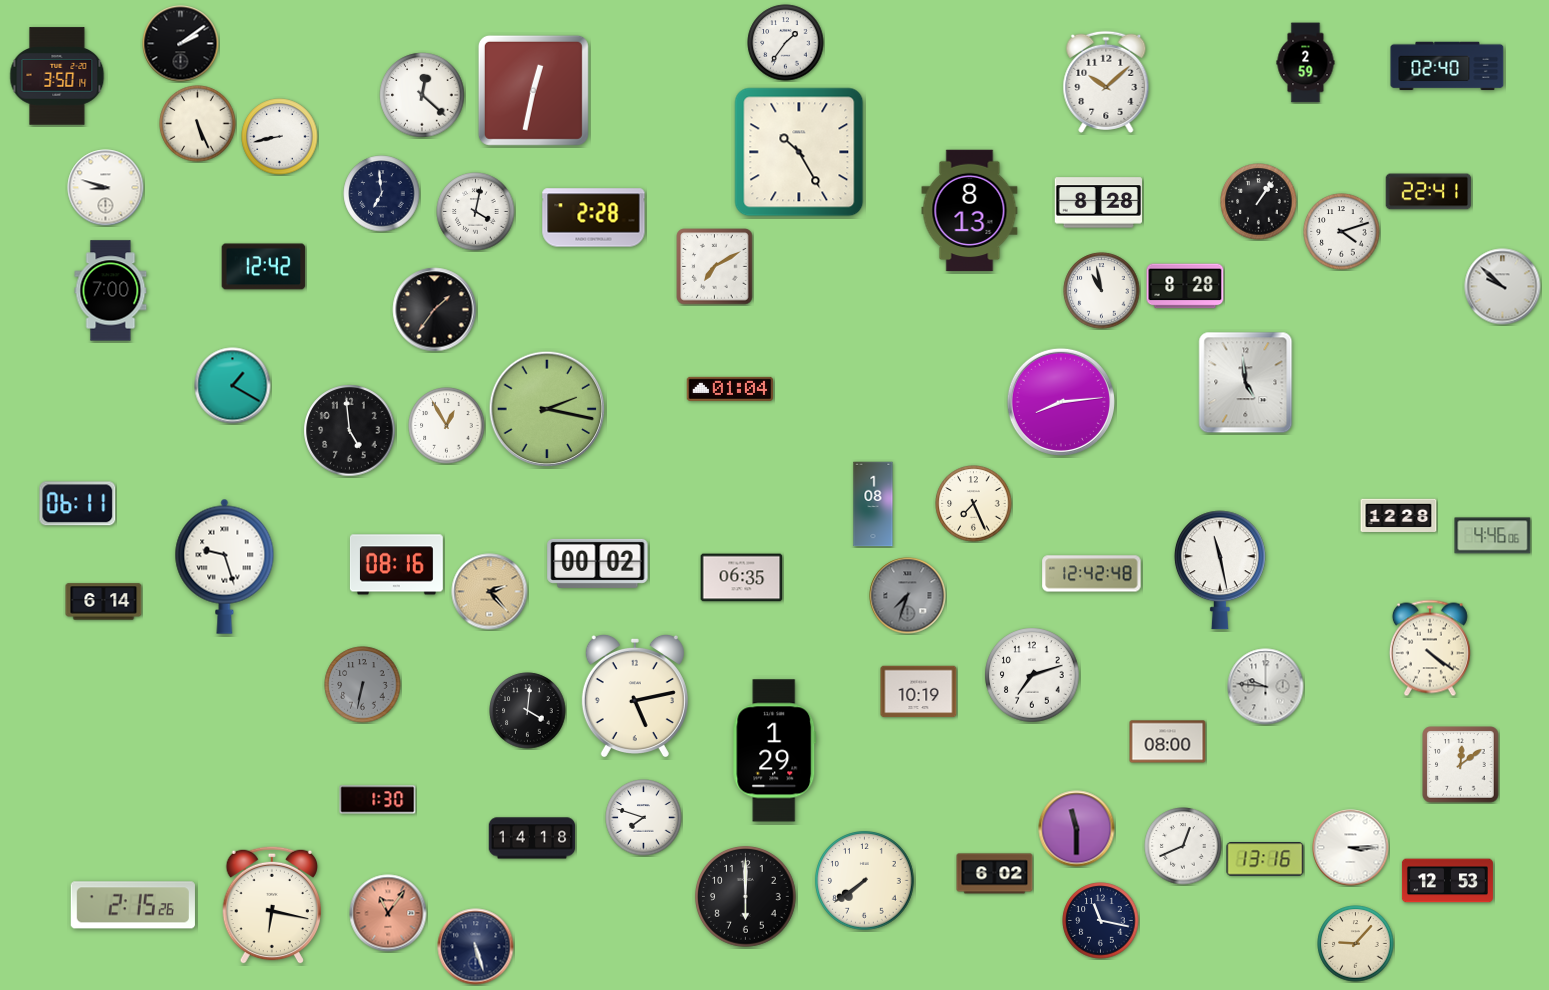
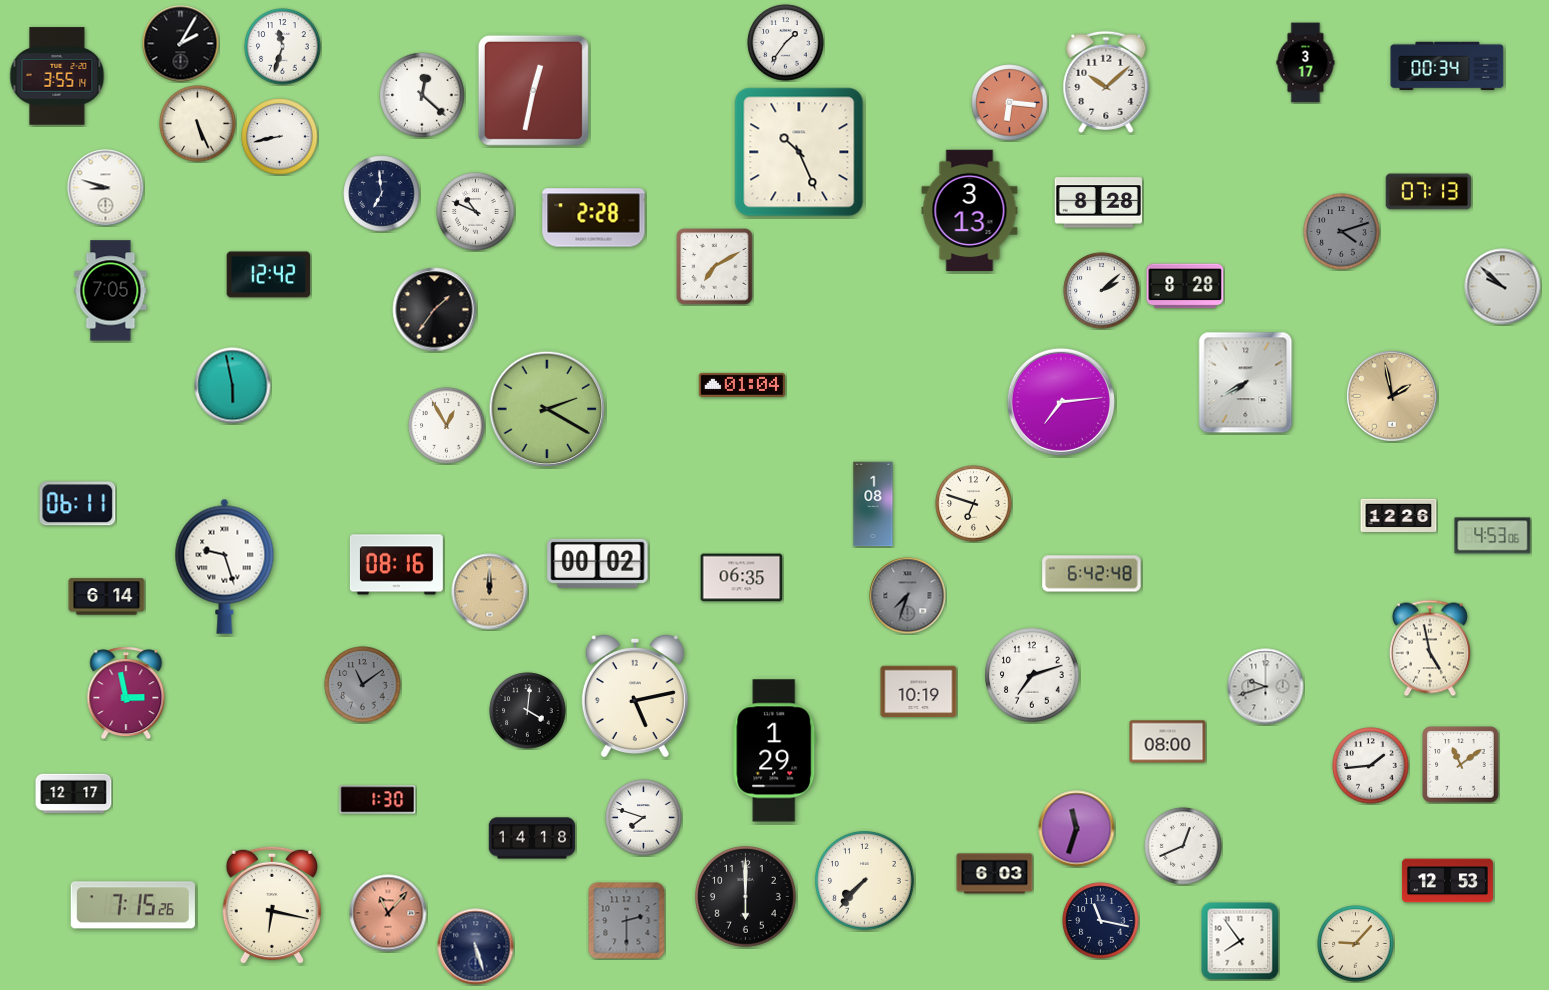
clock at (181, 44): 2:09 -> 2:05
clock at (283, 47): none -> 11:33
clock at (1306, 63): 2:59 -> 3:17
clock at (1447, 66): 02:40 -> 00:34
clock at (57, 76): 3:50 -> 3:55
clock at (1010, 103): none -> 6:16
clock at (799, 152): 10:25 -> 10:26
clock at (1429, 192): 22:41 -> 07:13
clock at (1259, 202): 1:06 -> none
clock at (970, 211): 8:13 -> 3:13
clock at (476, 212): 4:02 -> 10:49
clock at (1342, 232) dial: white -> grey
clock at (264, 267) position: (264, 267) -> (269, 275)
clock at (111, 291): 7:00 -> 7:05
clock at (1102, 291): 10:58 -> 2:08
clock at (1246, 383): 4:59 -> 7:40
clock at (233, 386): 1:20 -> 5:58
clock at (730, 389) position: (730, 389) -> (742, 385)
clock at (1392, 396): none -> 1:58
clock at (1061, 402): 8:14 -> 7:14
clock at (547, 409): 2:17 -> 2:20
clock at (350, 431): 4:59 -> none
clock at (974, 504): 7:26 -> 6:48
clock at (1399, 516): 12:28 -> 12:26
clock at (1493, 536): 4:46 -> 4:53
clock at (1220, 570): 11:28 -> none
clock at (1092, 574): 12:42 -> 6:42
clock at (490, 592): 2:23 -> 12:00
clock at (104, 602) position: (104, 602) -> (107, 597)
clock at (1430, 648): 4:21 -> 4:58
clock at (363, 685): 6:32 -> 11:09
clock at (1266, 687): 9:46 -> 9:42
clock at (126, 693): none -> 2:58
clock at (1461, 765): 12:09 -> 11:09
clock at (1371, 766): none -> 1:44
clock at (74, 794): none -> 12:17
clock at (1077, 829): 11:30 -> 11:33
clock at (1351, 848): 3:15 -> none
clock at (1265, 859): 13:16 -> none
clock at (995, 874): 6:02 -> 6:03
clock at (865, 881): 7:39 -> 7:37
clock at (133, 905): 2:15 -> 7:15
clock at (388, 913): 11:06 -> 11:07
clock at (627, 921): none -> 2:30
clock at (1240, 941): none -> 7:54
